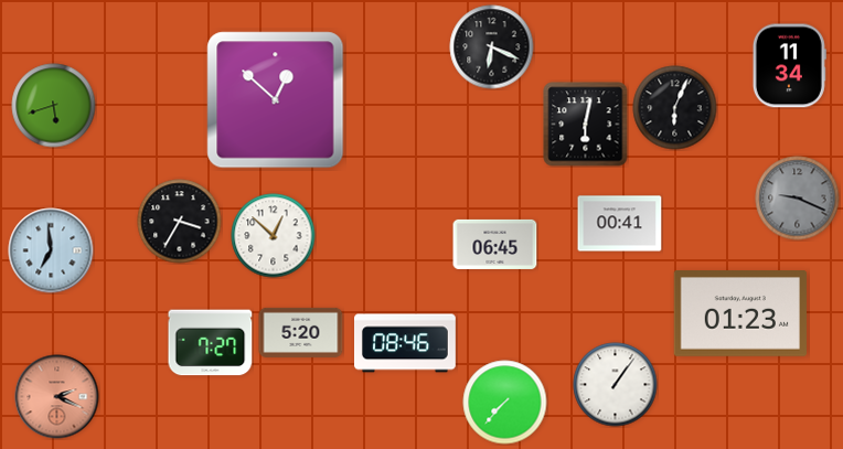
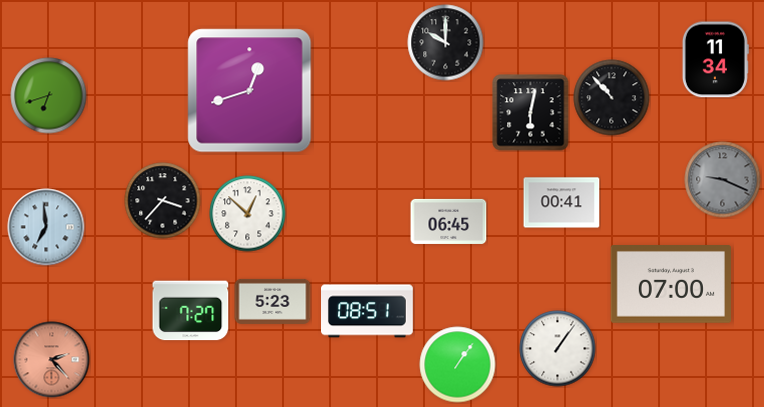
clock at (492, 47): 6:19 -> 10:00
clock at (276, 100): 12:52 -> 12:42
clock at (54, 106): 5:42 -> 6:42
clock at (675, 108): 6:04 -> 10:53
clock at (180, 222): 3:35 -> 3:37
clock at (740, 314): 01:23 -> 07:00
clock at (301, 332): 5:20 -> 5:23
clock at (406, 343): 08:46 -> 08:51
clock at (57, 397): 2:19 -> 2:23
clock at (505, 403): 7:37 -> 1:06
